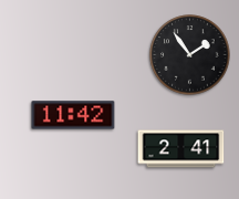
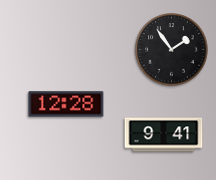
clock at (73, 115): 11:42 -> 12:28
clock at (181, 149): 2:41 -> 9:41
